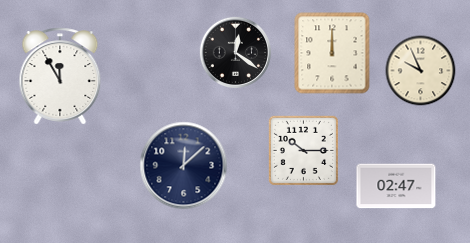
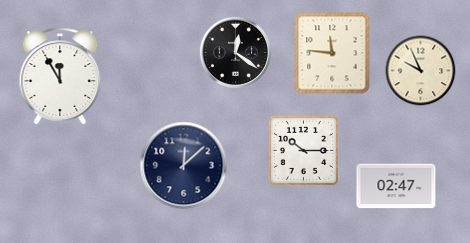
clock at (332, 53): 12:00 -> 11:46
